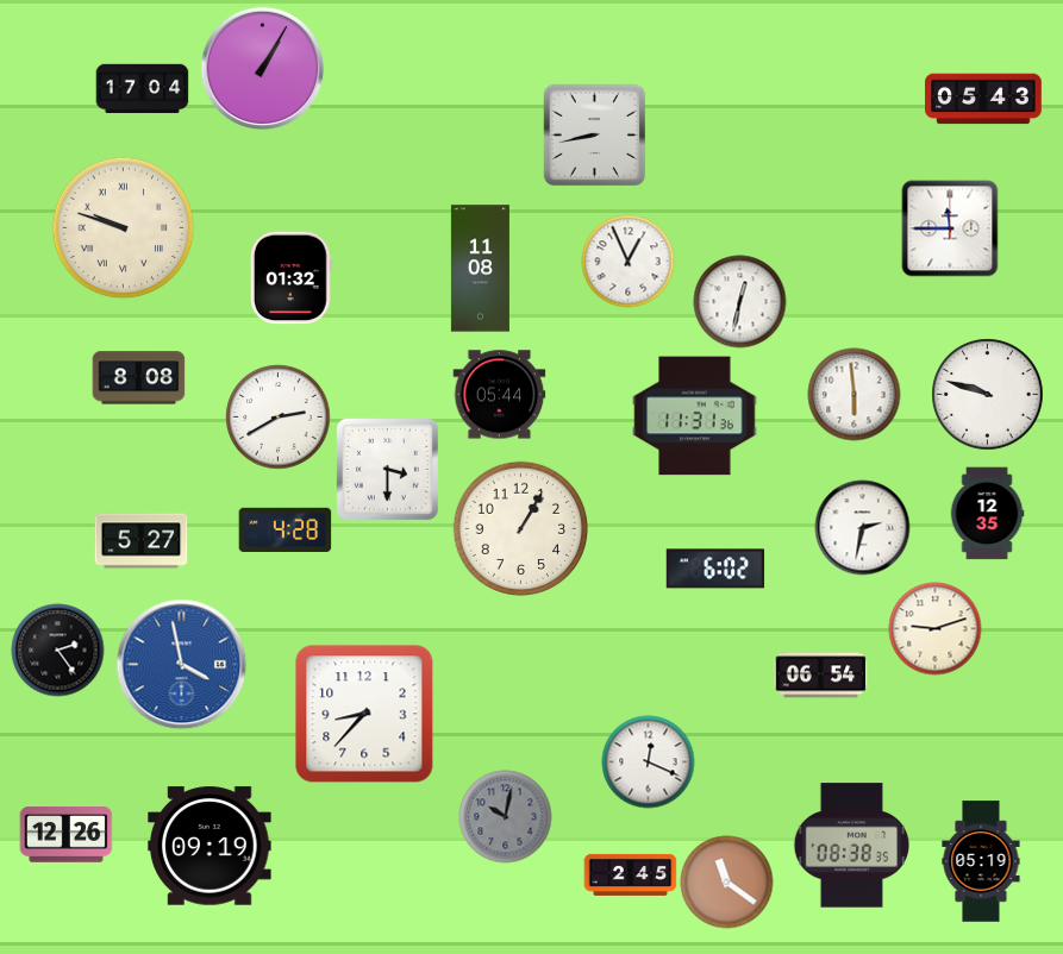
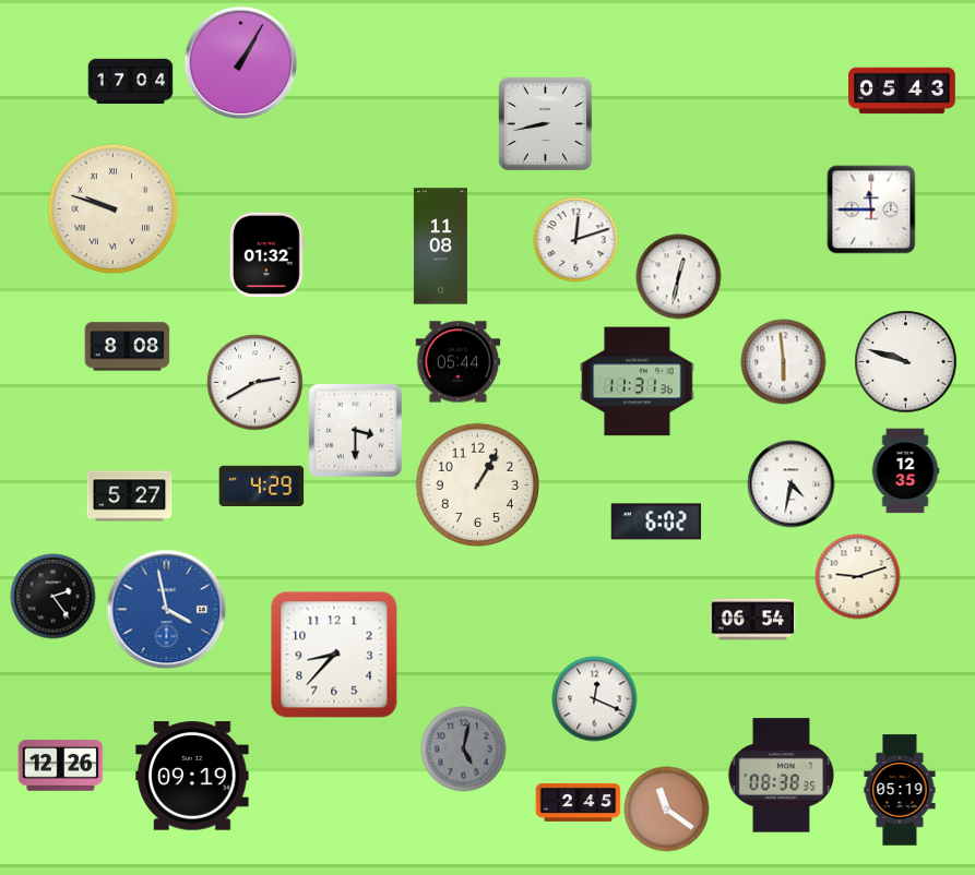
clock at (627, 261): 12:56 -> 12:12
clock at (862, 527): 2:32 -> 4:32
clock at (284, 529): 4:28 -> 4:29
clock at (505, 816): 10:02 -> 5:02
